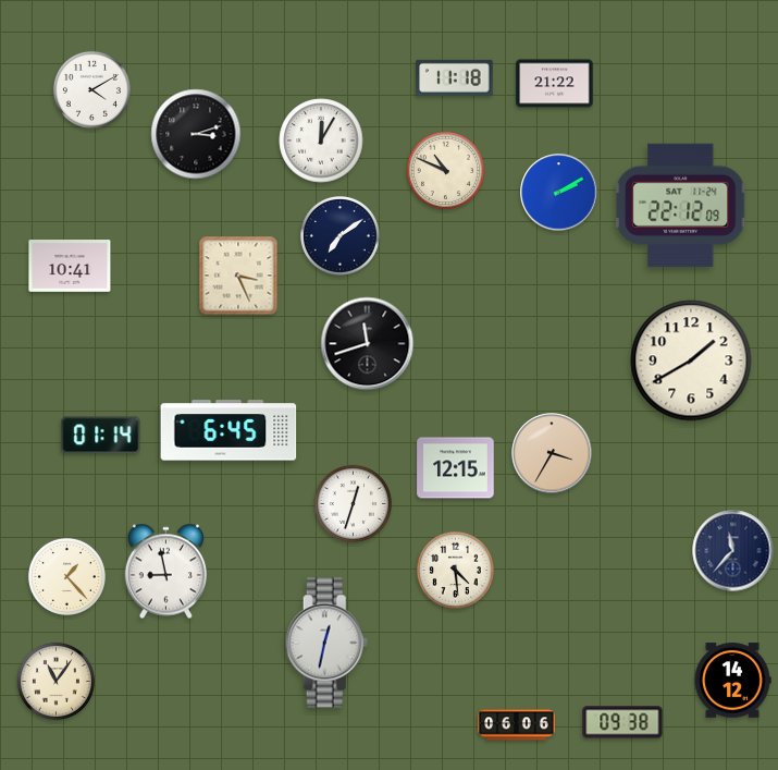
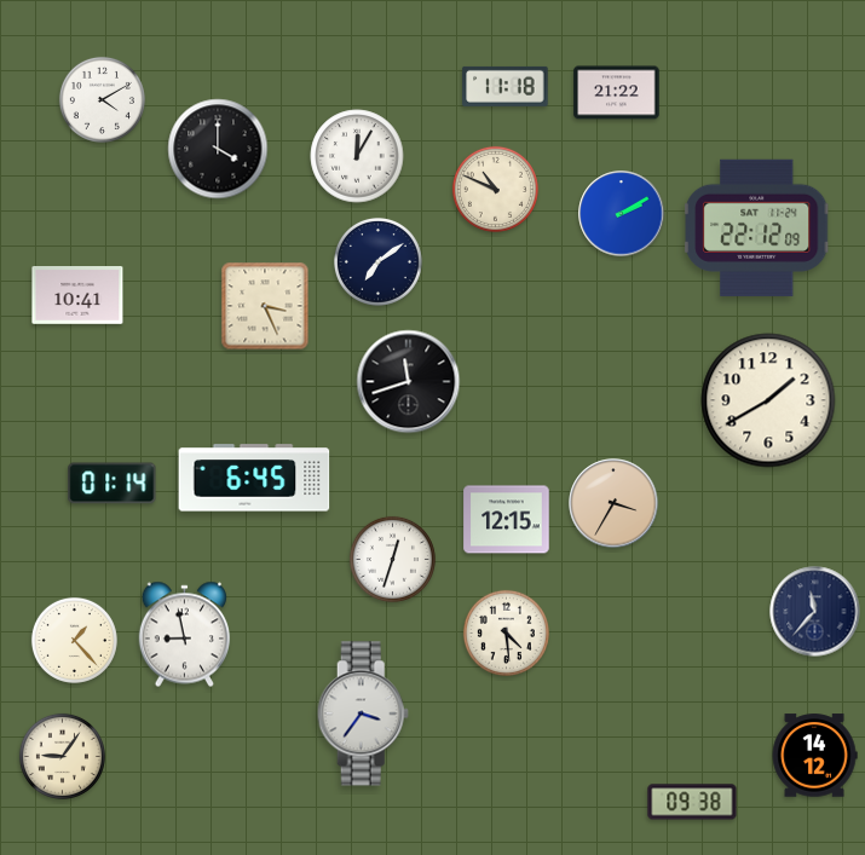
clock at (196, 134): 3:12 -> 4:00
clock at (326, 643): 12:32 -> 3:36
clock at (55, 681): 11:06 -> 9:06
clock at (517, 725): 06:06 -> none
